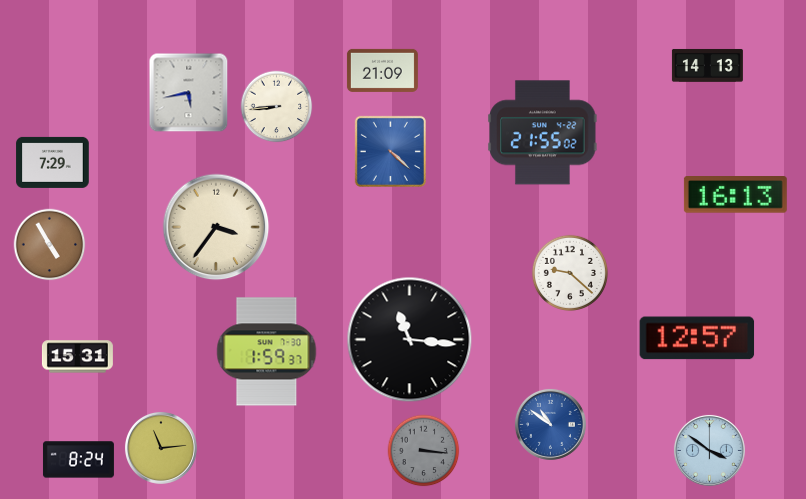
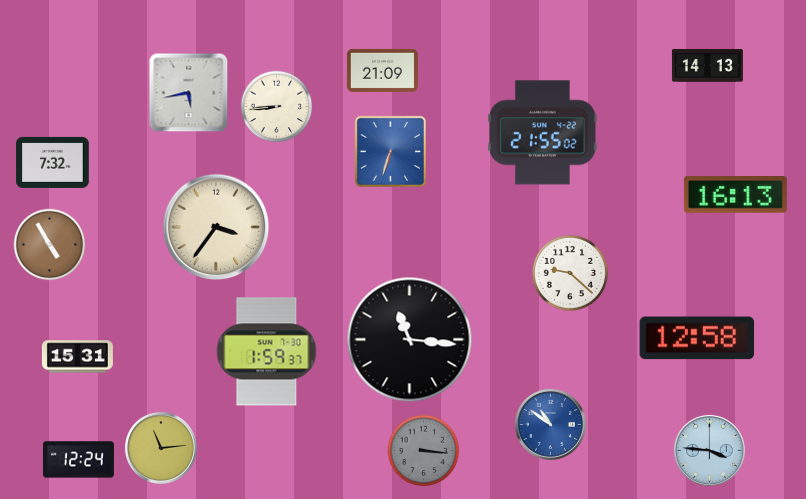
clock at (390, 151): 4:22 -> 6:33
clock at (53, 162): 7:29 -> 7:32
clock at (697, 338): 12:57 -> 12:58
clock at (709, 450): 3:51 -> 3:46
clock at (78, 460): 8:24 -> 12:24
